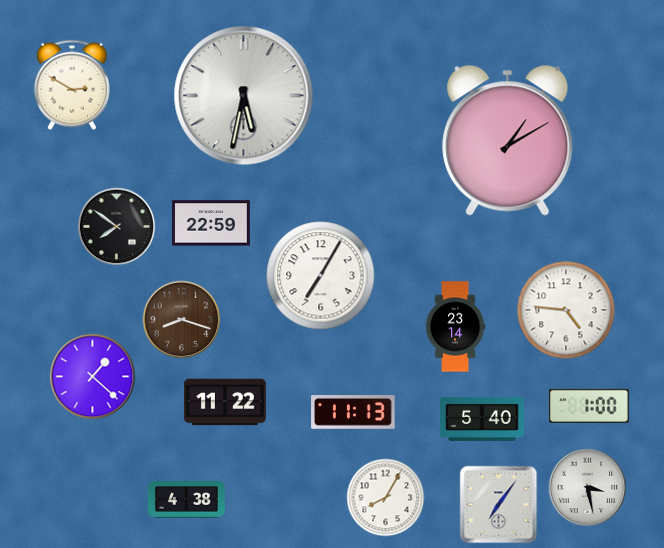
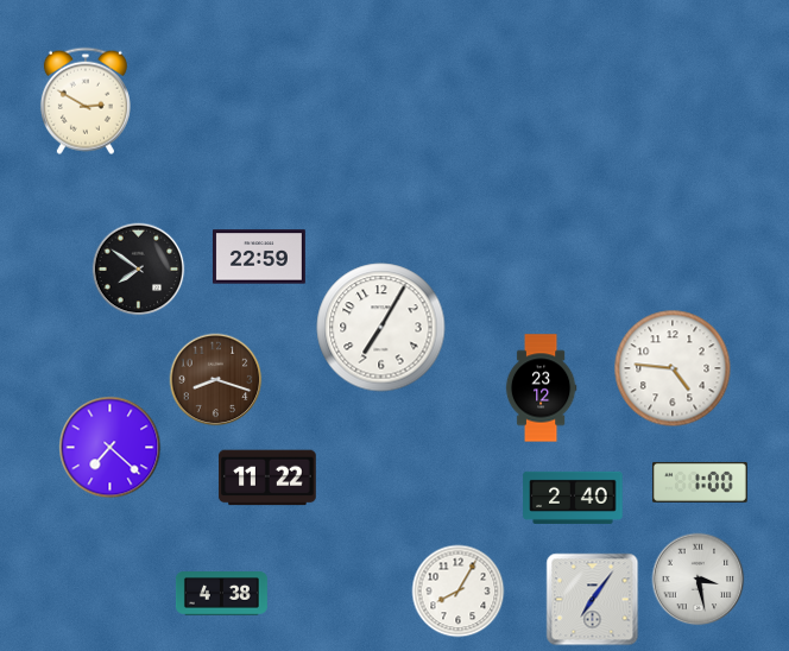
clock at (244, 96): 5:32 -> none
clock at (508, 141): 1:10 -> none
clock at (211, 223) position: (211, 223) -> (259, 257)
clock at (455, 327): 23:14 -> 23:12
clock at (92, 376): 1:22 -> 7:22
clock at (353, 412): 11:13 -> none
clock at (482, 419): 5:40 -> 2:40
